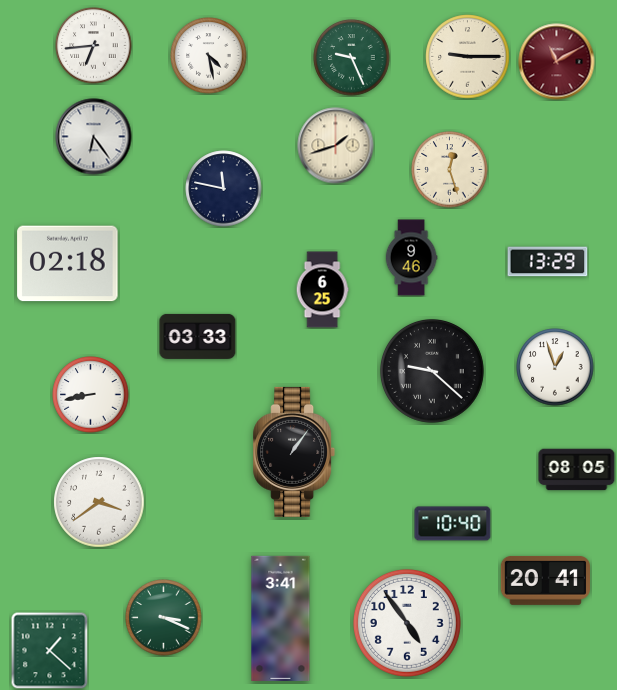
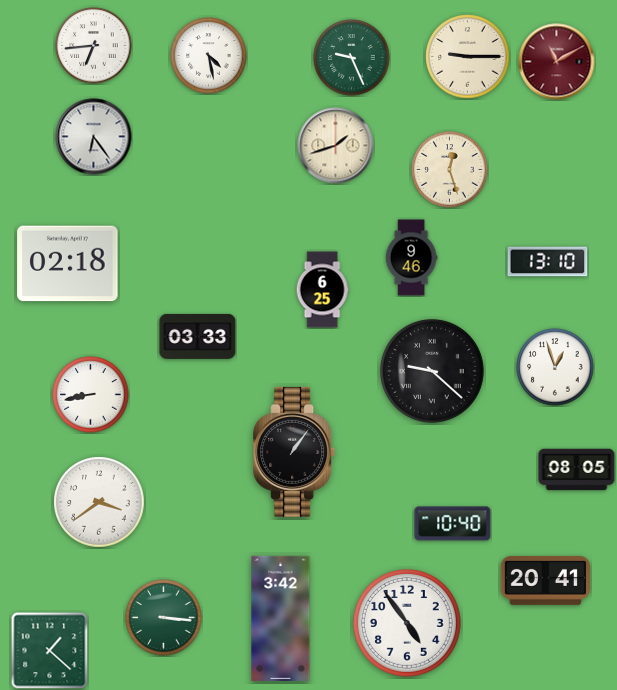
clock at (224, 189): 11:47 -> none
clock at (548, 262): 13:29 -> 13:10
clock at (164, 618): 3:19 -> 3:16
clock at (281, 618): 3:41 -> 3:42
